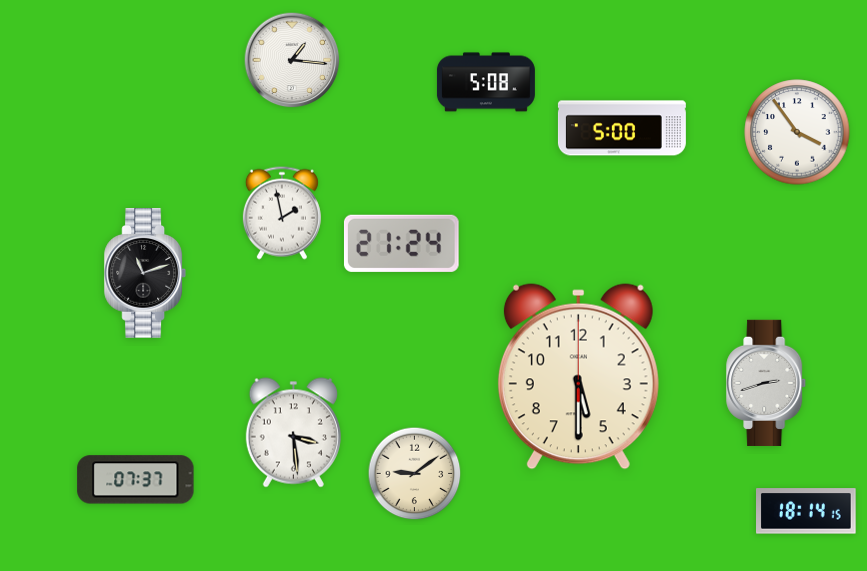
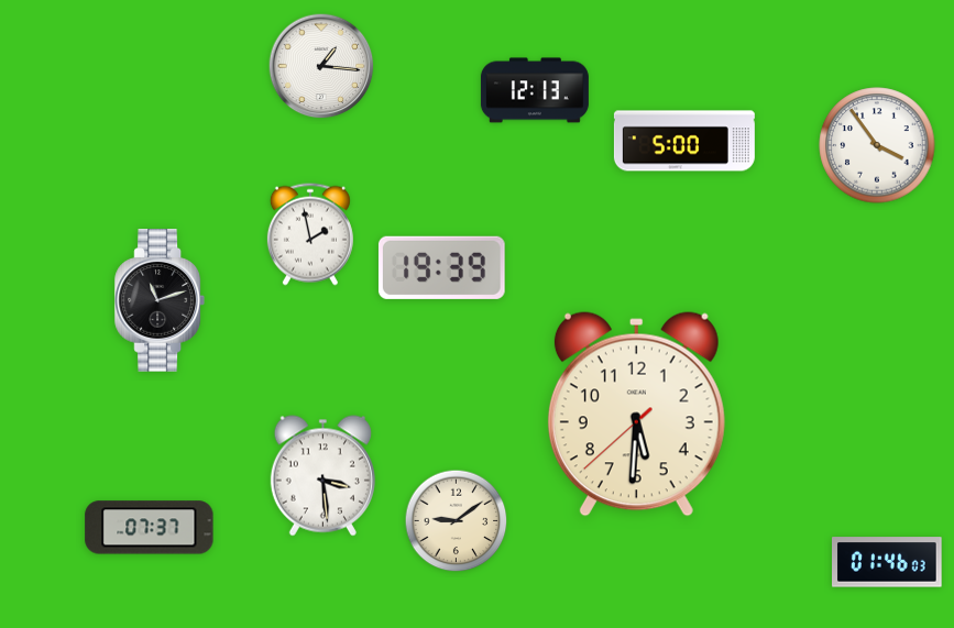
clock at (486, 82): 5:08 -> 12:13
clock at (401, 243): 21:24 -> 19:39
clock at (578, 377): 5:30:00 -> 5:30:38
clock at (767, 383): 2:42 -> none
clock at (807, 511): 18:14 -> 01:46
